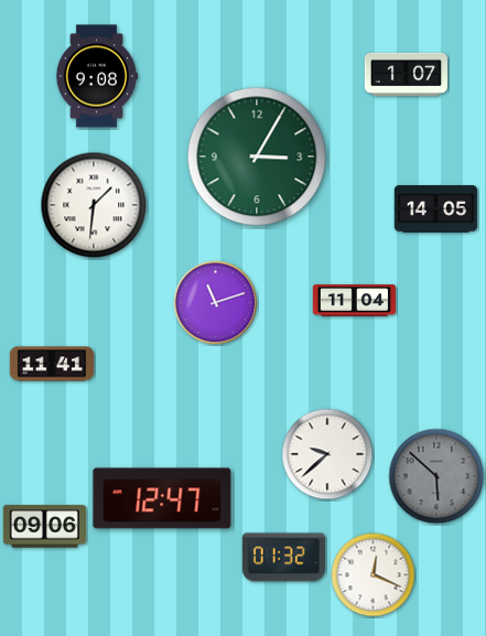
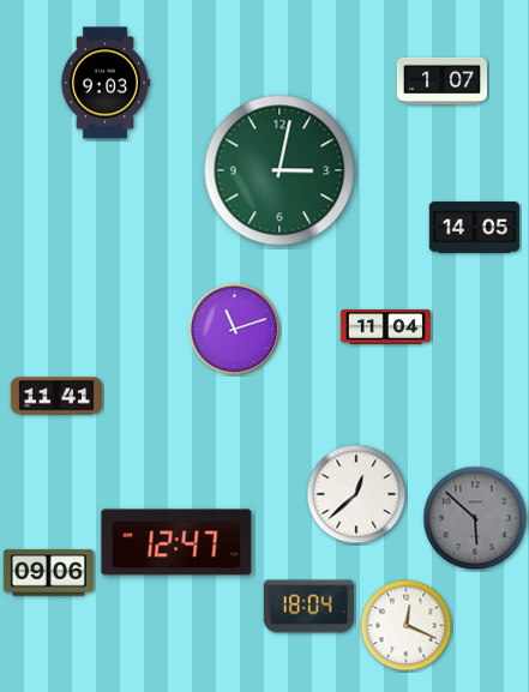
clock at (97, 76): 9:08 -> 9:03
clock at (257, 157): 3:05 -> 3:02
clock at (94, 205): 1:31 -> none
clock at (327, 454): 9:38 -> 12:38
clock at (283, 558): 01:32 -> 18:04
